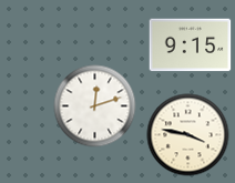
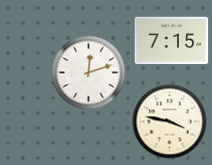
clock at (191, 45): 9:15 -> 7:15
clock at (95, 106) position: (95, 106) -> (89, 73)
